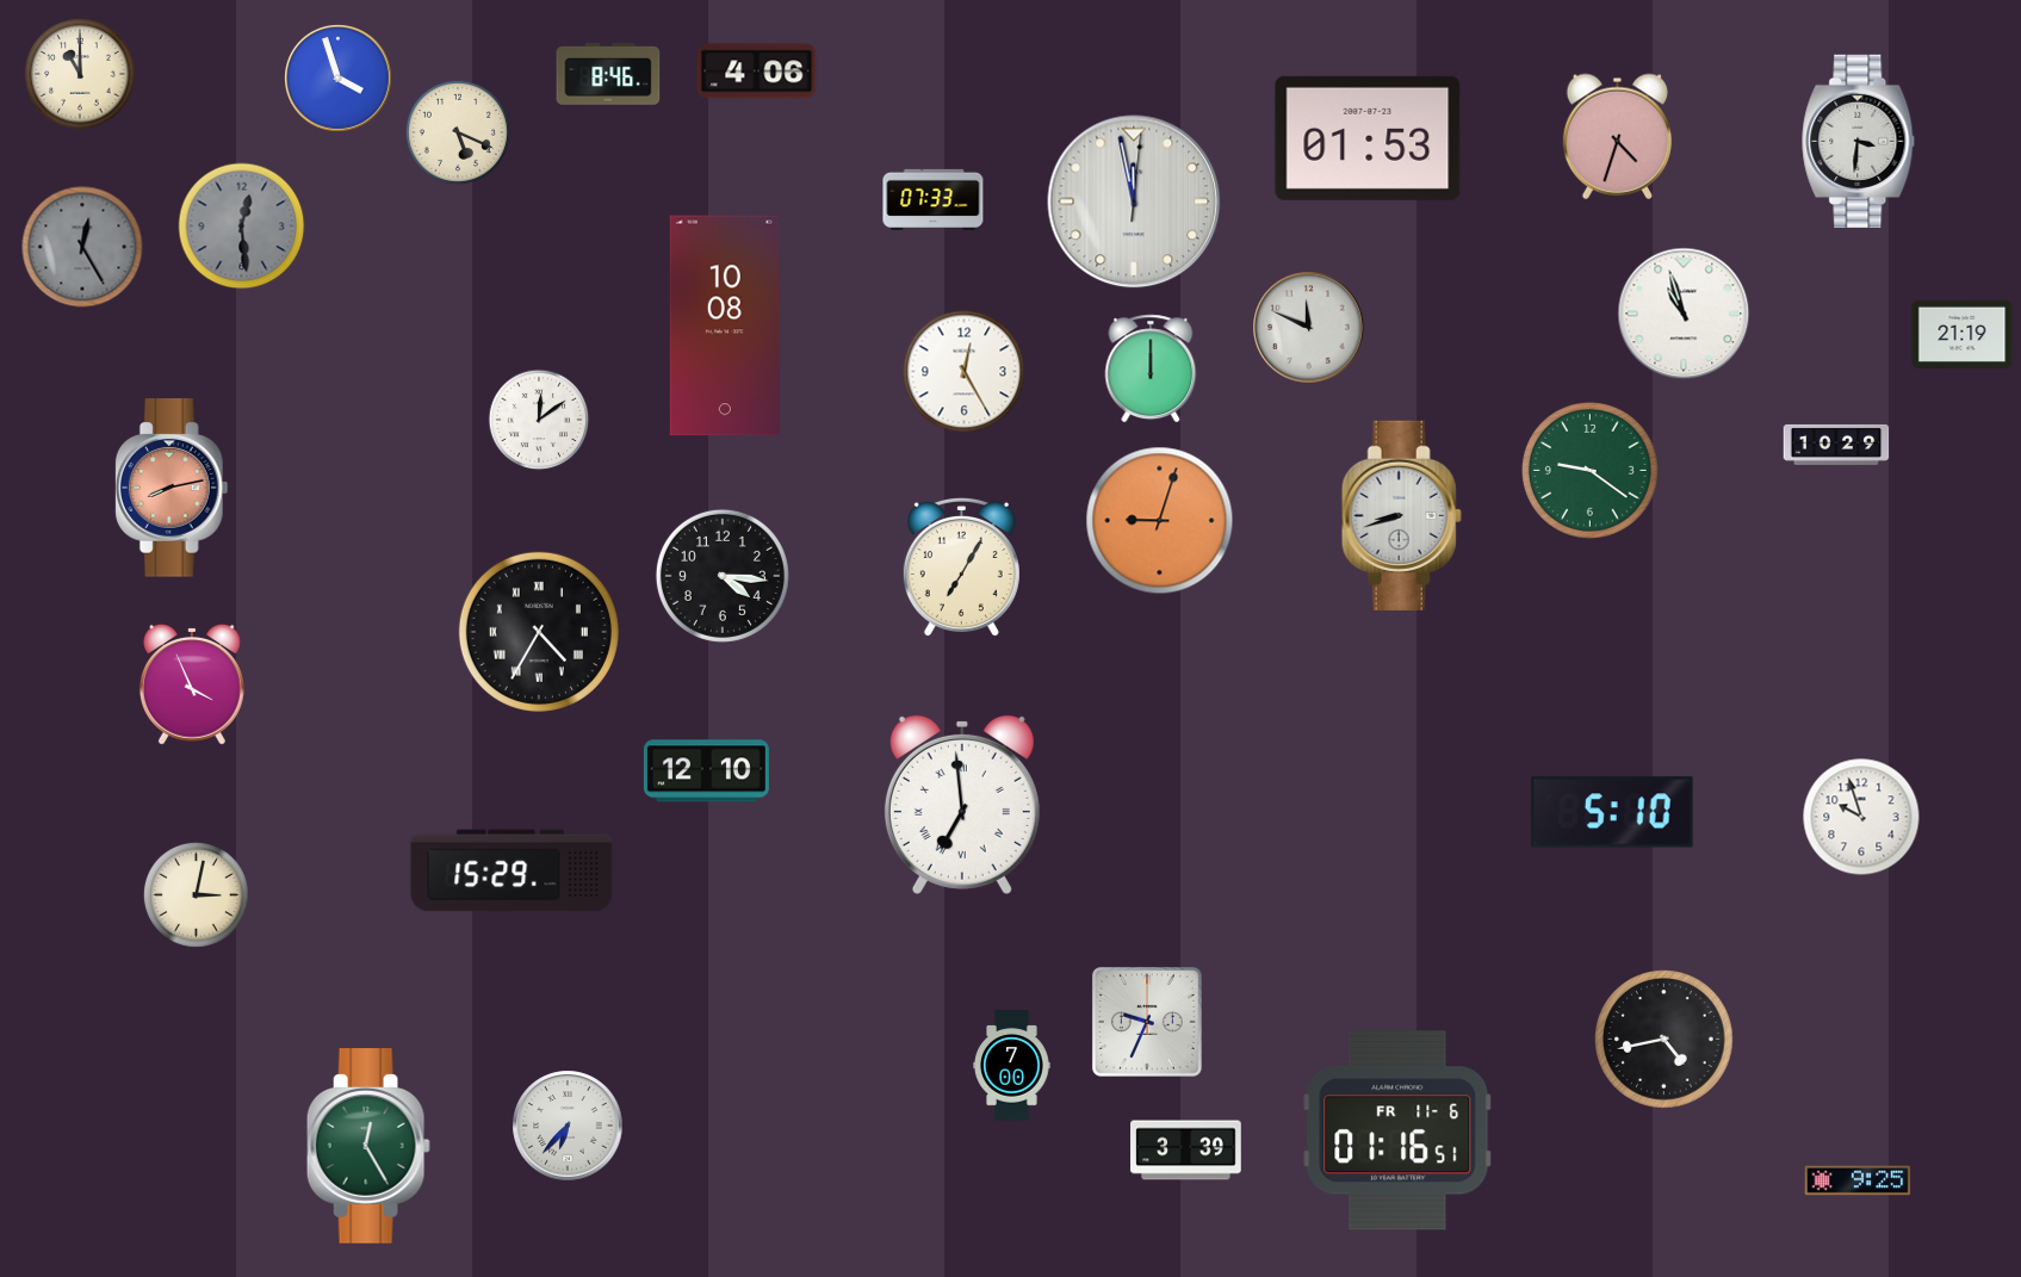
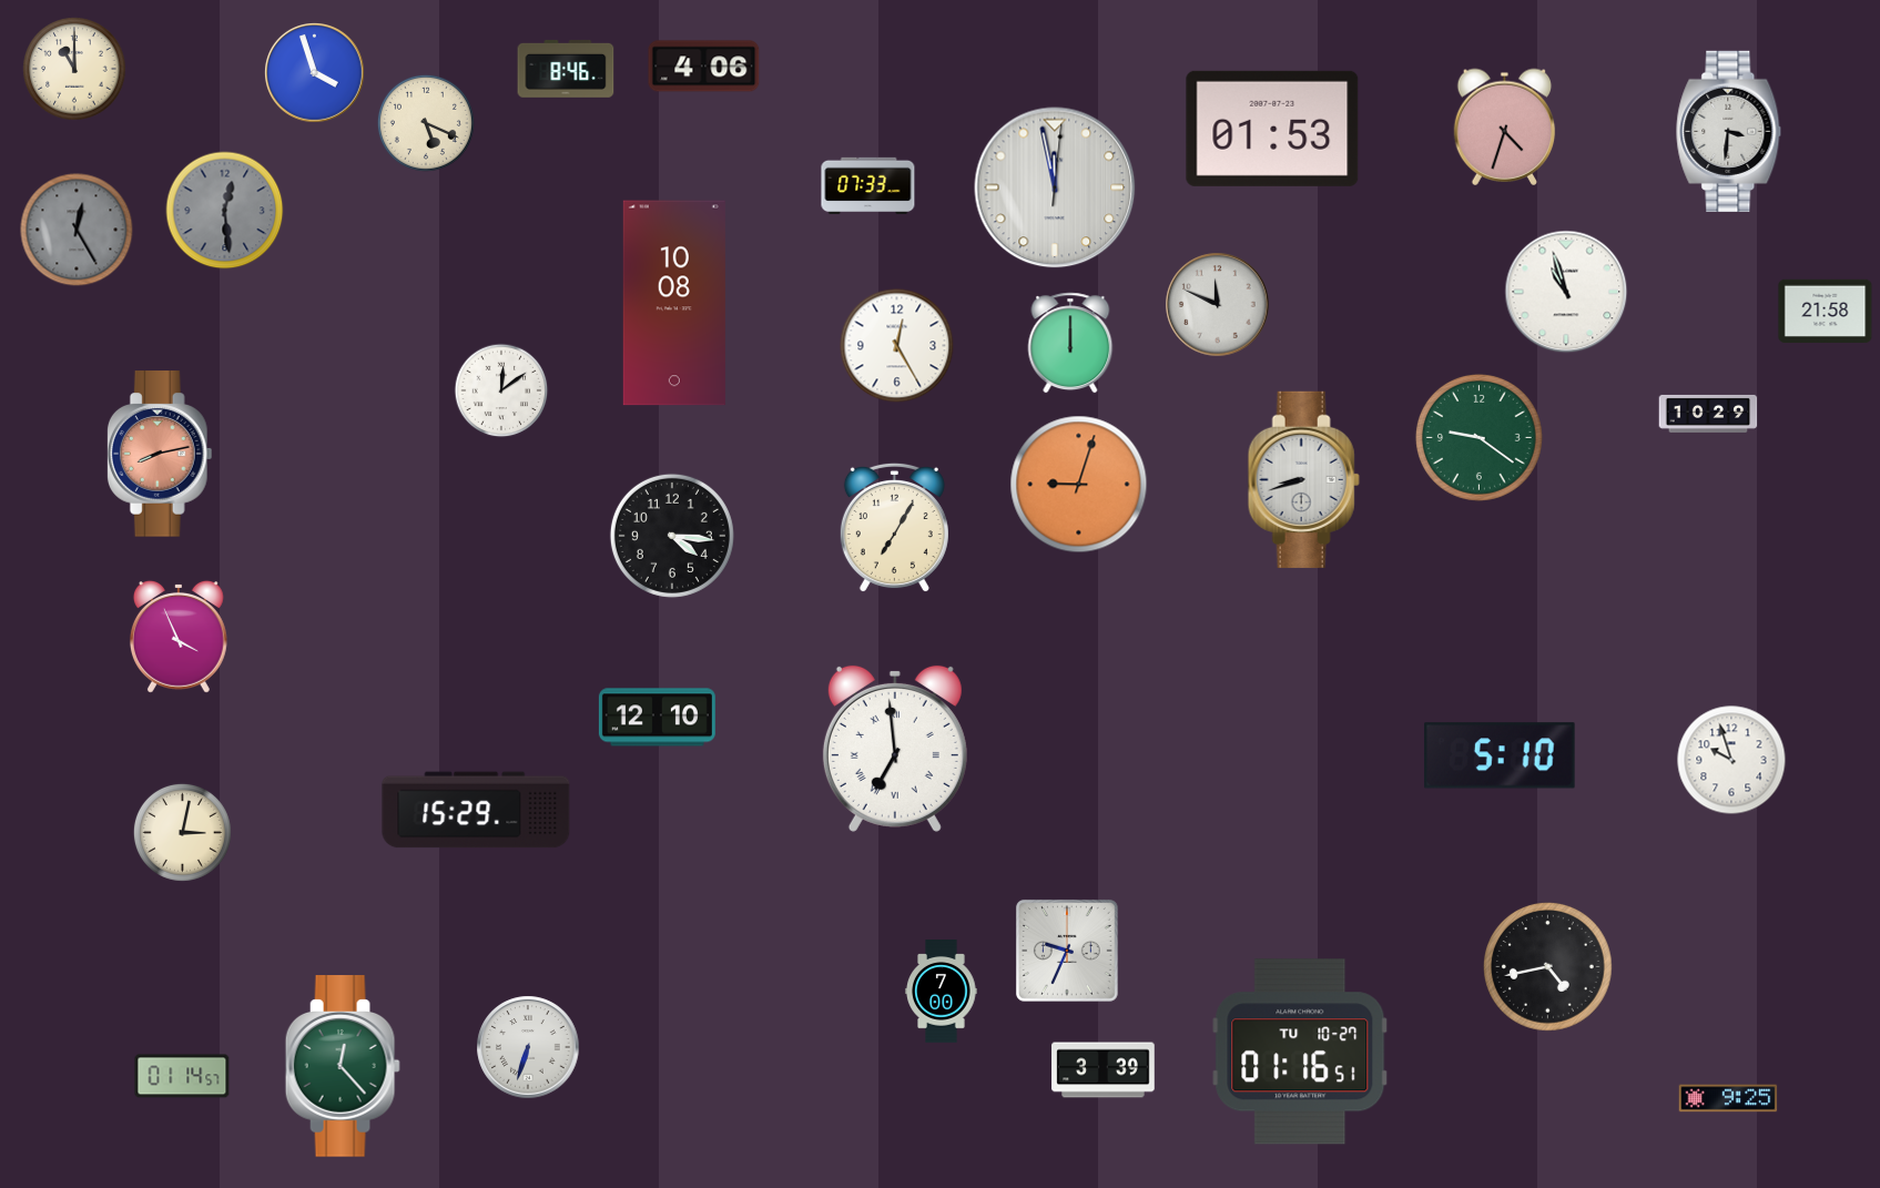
clock at (1963, 334): 21:19 -> 21:58
clock at (539, 632): 4:35 -> none
clock at (568, 1126): 6:37 -> 6:33
clock at (1397, 1130) date: FR 11-6 -> TU 10-27
clock at (368, 1146): 12:25 -> 12:23
clock at (182, 1076): none -> 01:14
